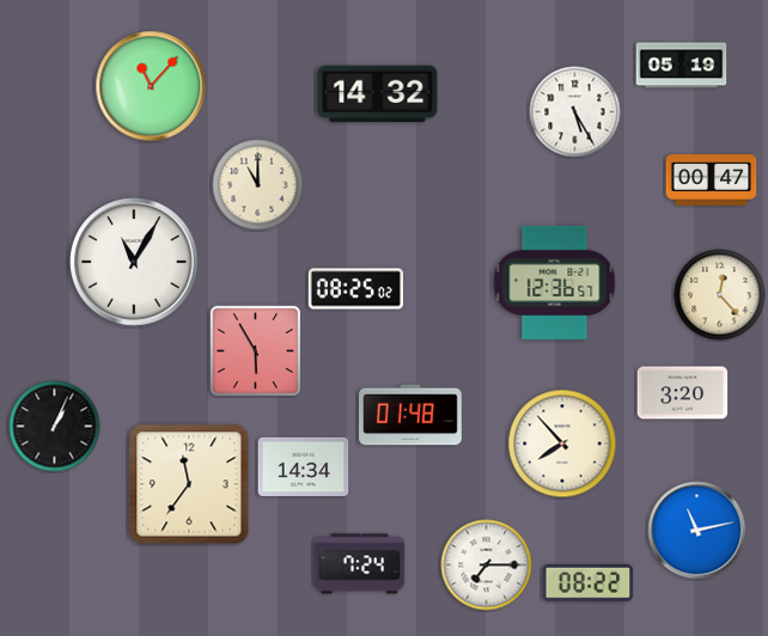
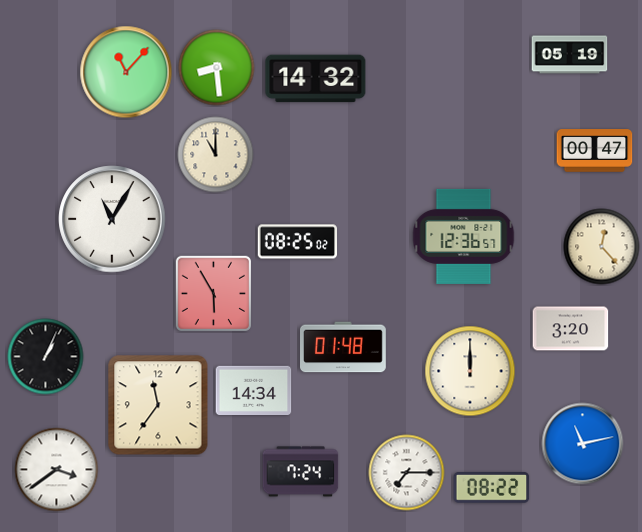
clock at (217, 68): none -> 8:29
clock at (575, 112): 5:25 -> none
clock at (562, 444): 7:53 -> 12:00
clock at (57, 470): none -> 3:39
